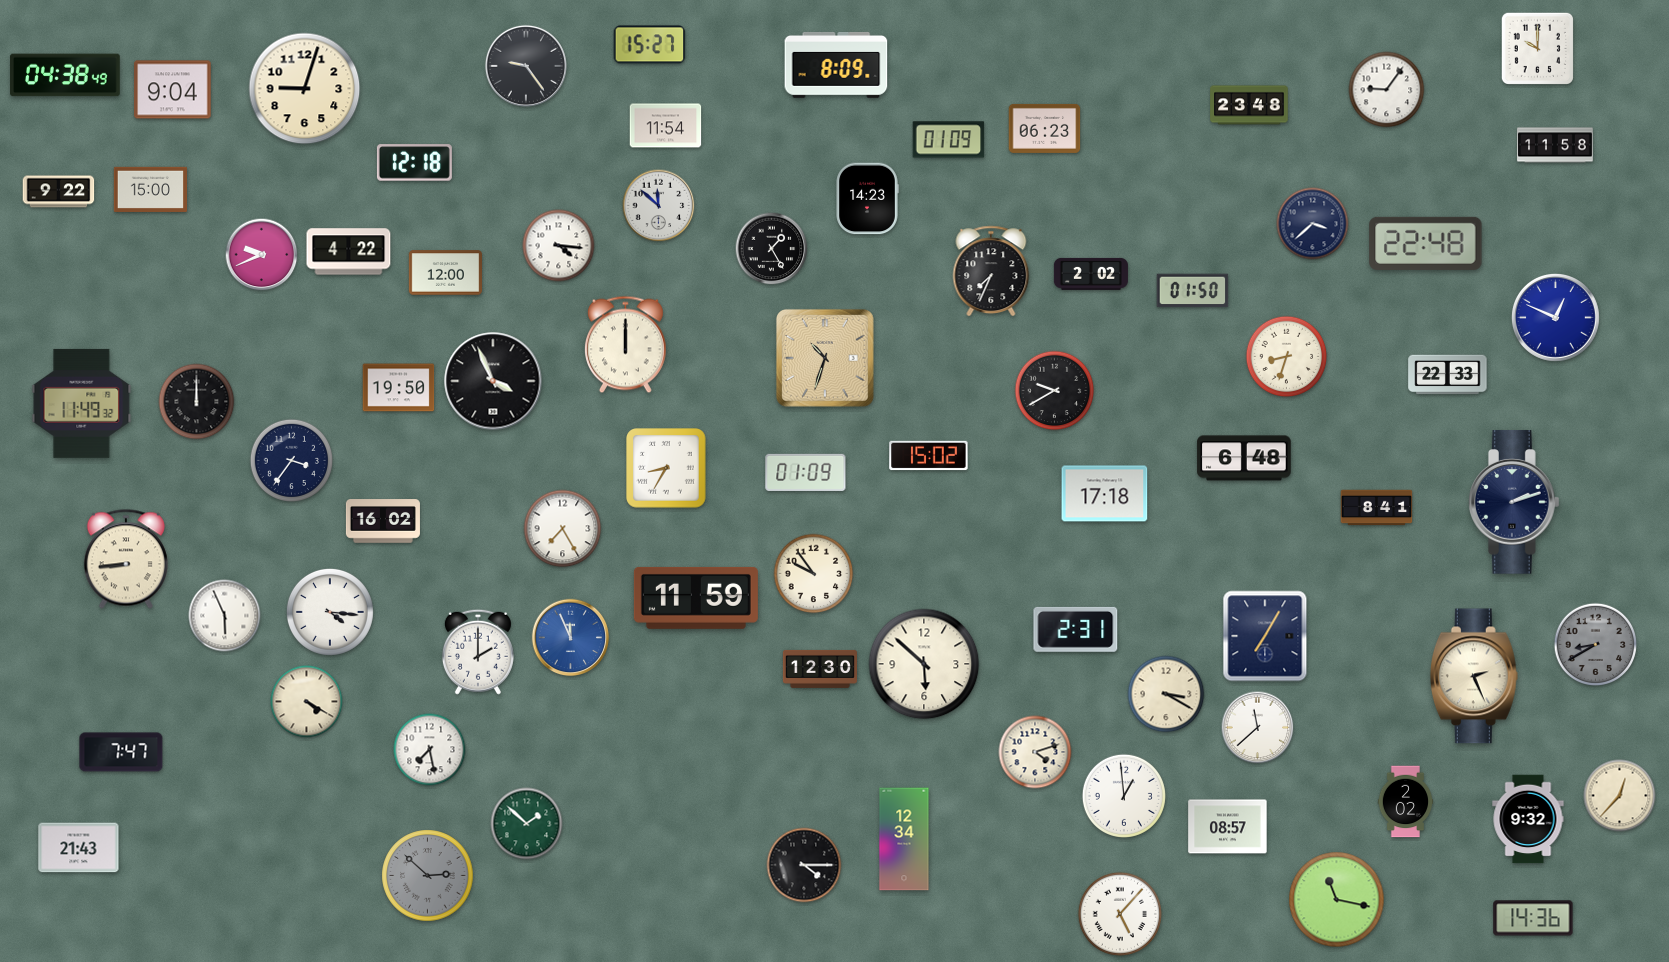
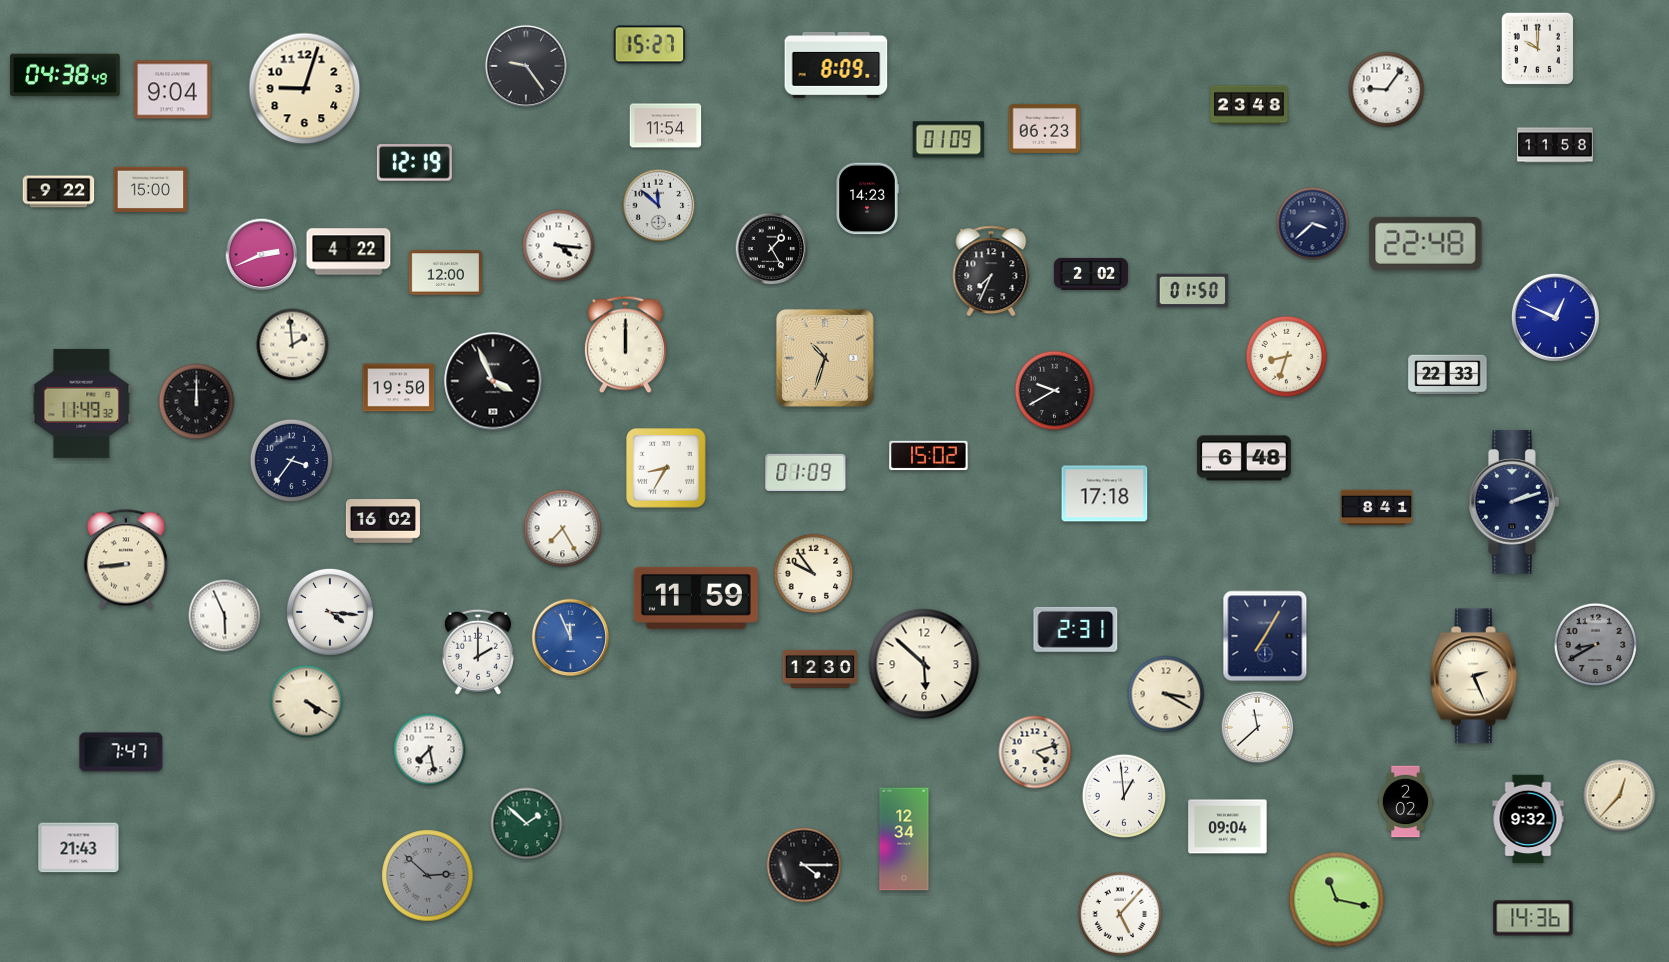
clock at (414, 163): 12:18 -> 12:19
clock at (262, 255): 9:41 -> 2:41
clock at (293, 345): none -> 1:59
clock at (1228, 827): 08:57 -> 09:04
